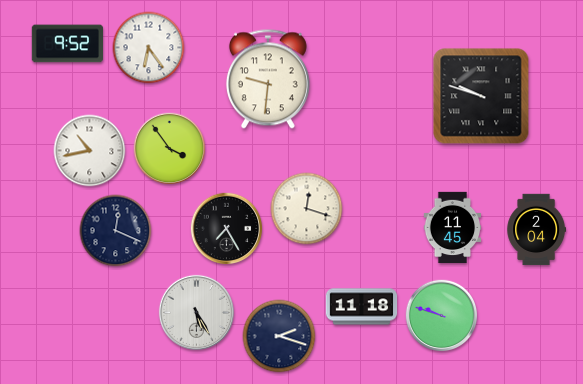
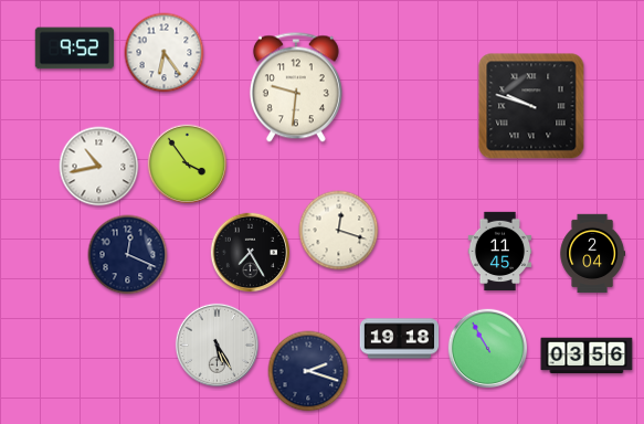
clock at (362, 307): 11:18 -> 19:18
clock at (442, 316): 9:48 -> 10:55
clock at (587, 356): none -> 03:56
